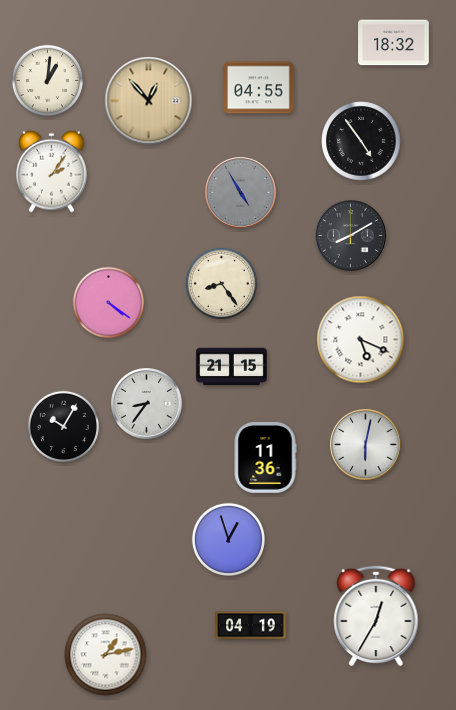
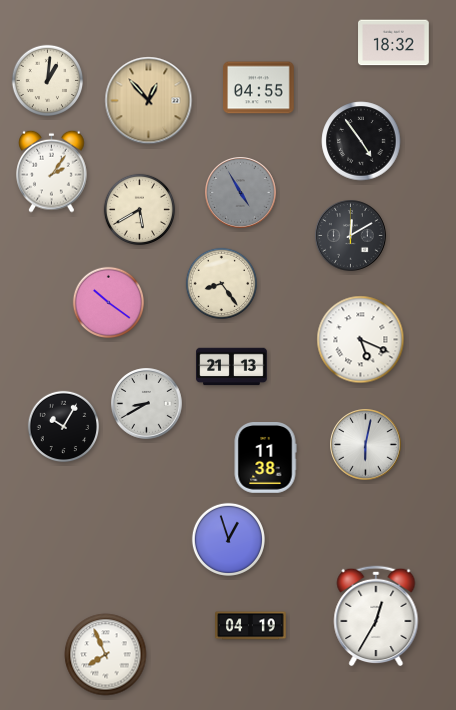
clock at (140, 210): none -> 5:40
clock at (351, 236): 8:10 -> 12:10
clock at (109, 303): 4:21 -> 10:21
clock at (232, 367): 21:15 -> 21:13
clock at (147, 404): 8:36 -> 8:40
clock at (265, 458): 11:36 -> 11:38
clock at (106, 655): 1:13 -> 7:56
